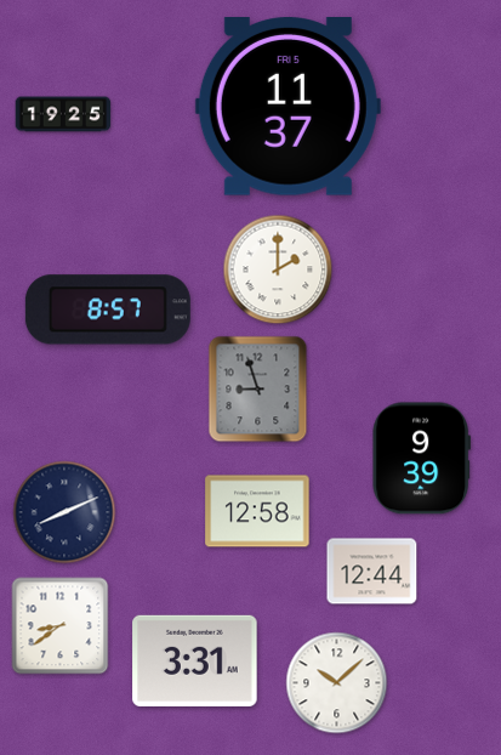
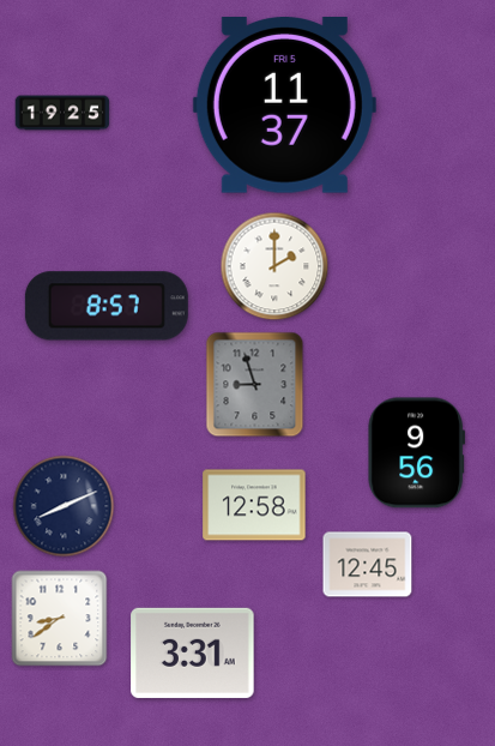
clock at (421, 459): 9:39 -> 9:56
clock at (372, 572): 12:44 -> 12:45
clock at (337, 683): 10:08 -> none
